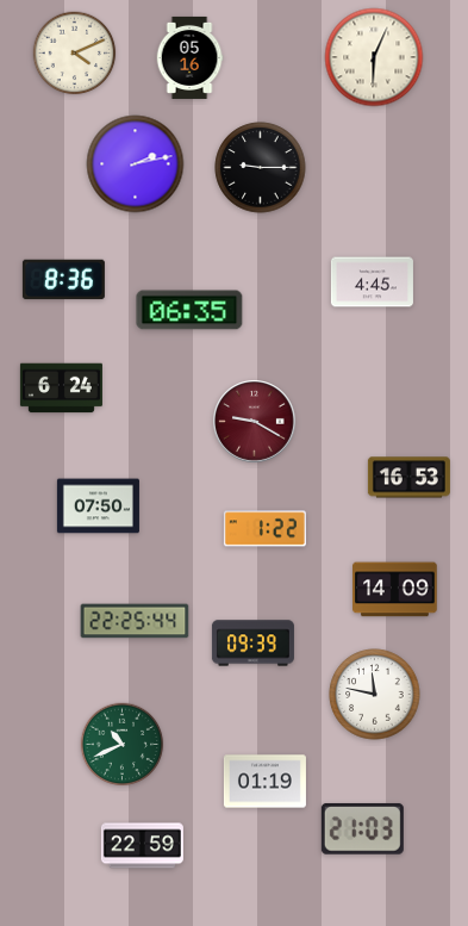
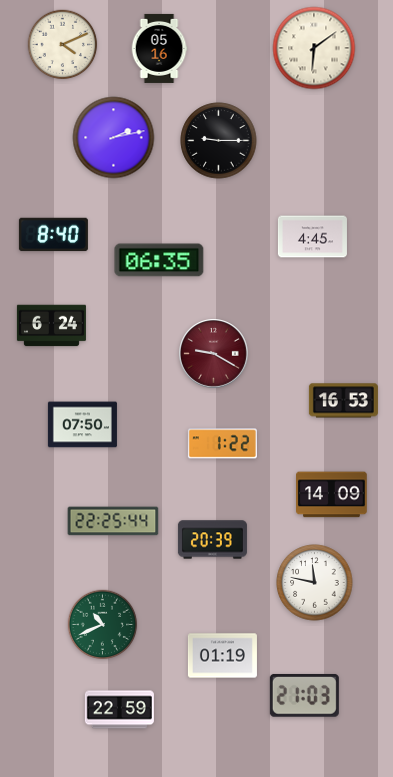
clock at (374, 57): 6:04 -> 6:09
clock at (63, 280): 8:36 -> 8:40
clock at (252, 644): 09:39 -> 20:39
